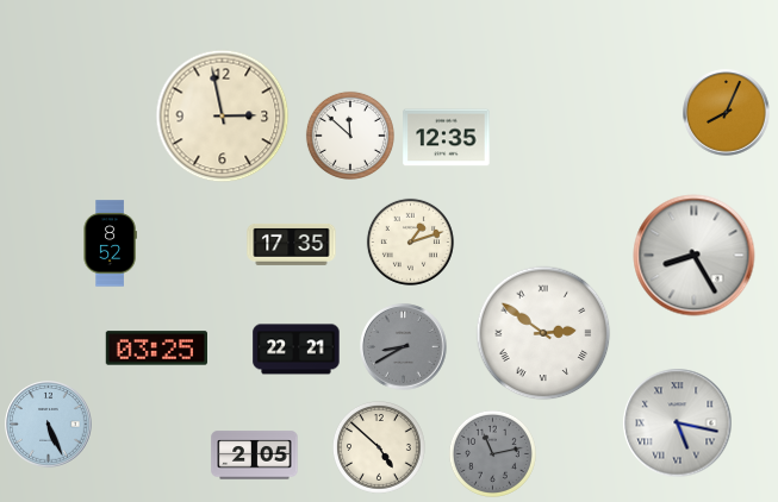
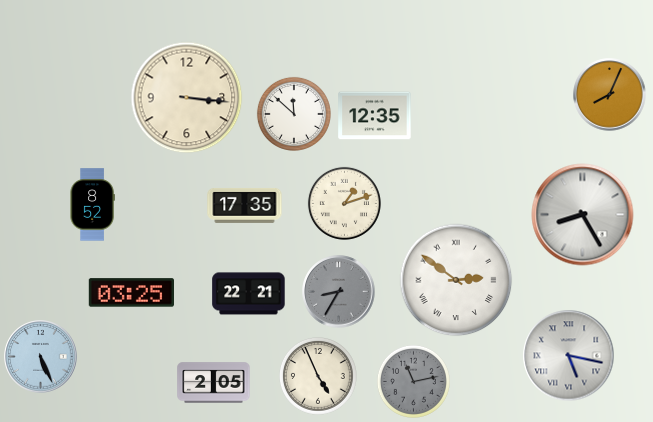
clock at (223, 117): 2:58 -> 3:16
clock at (404, 347): 8:40 -> 8:35
clock at (379, 447): 4:52 -> 4:56
